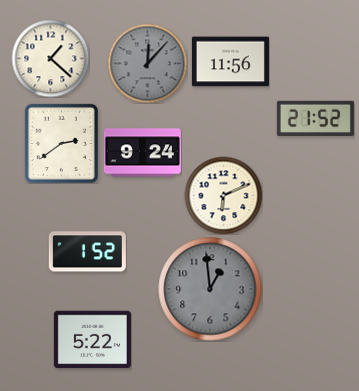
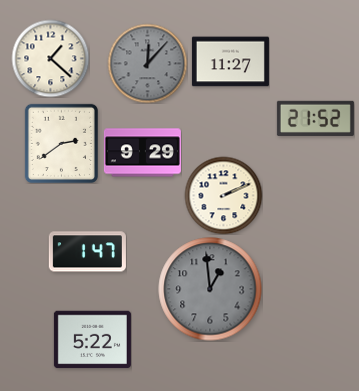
clock at (230, 62): 11:56 -> 11:27
clock at (142, 153): 9:24 -> 9:29
clock at (223, 195): 6:11 -> 2:11
clock at (87, 252): 1:52 -> 1:47
